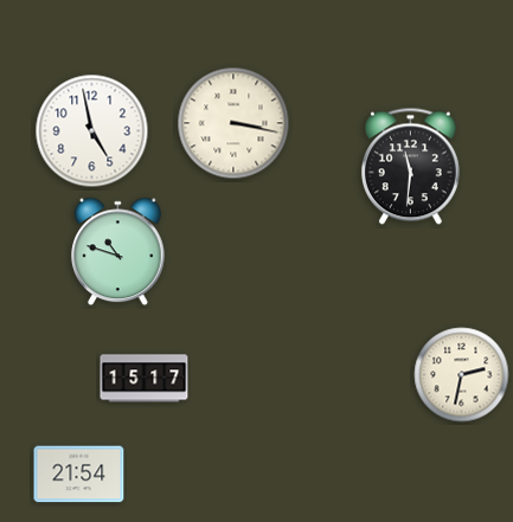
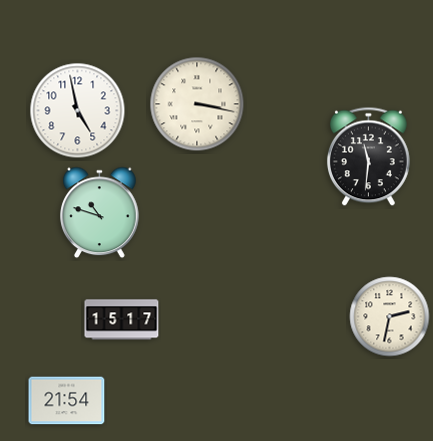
clock at (410, 167) position: (410, 167) -> (368, 157)
